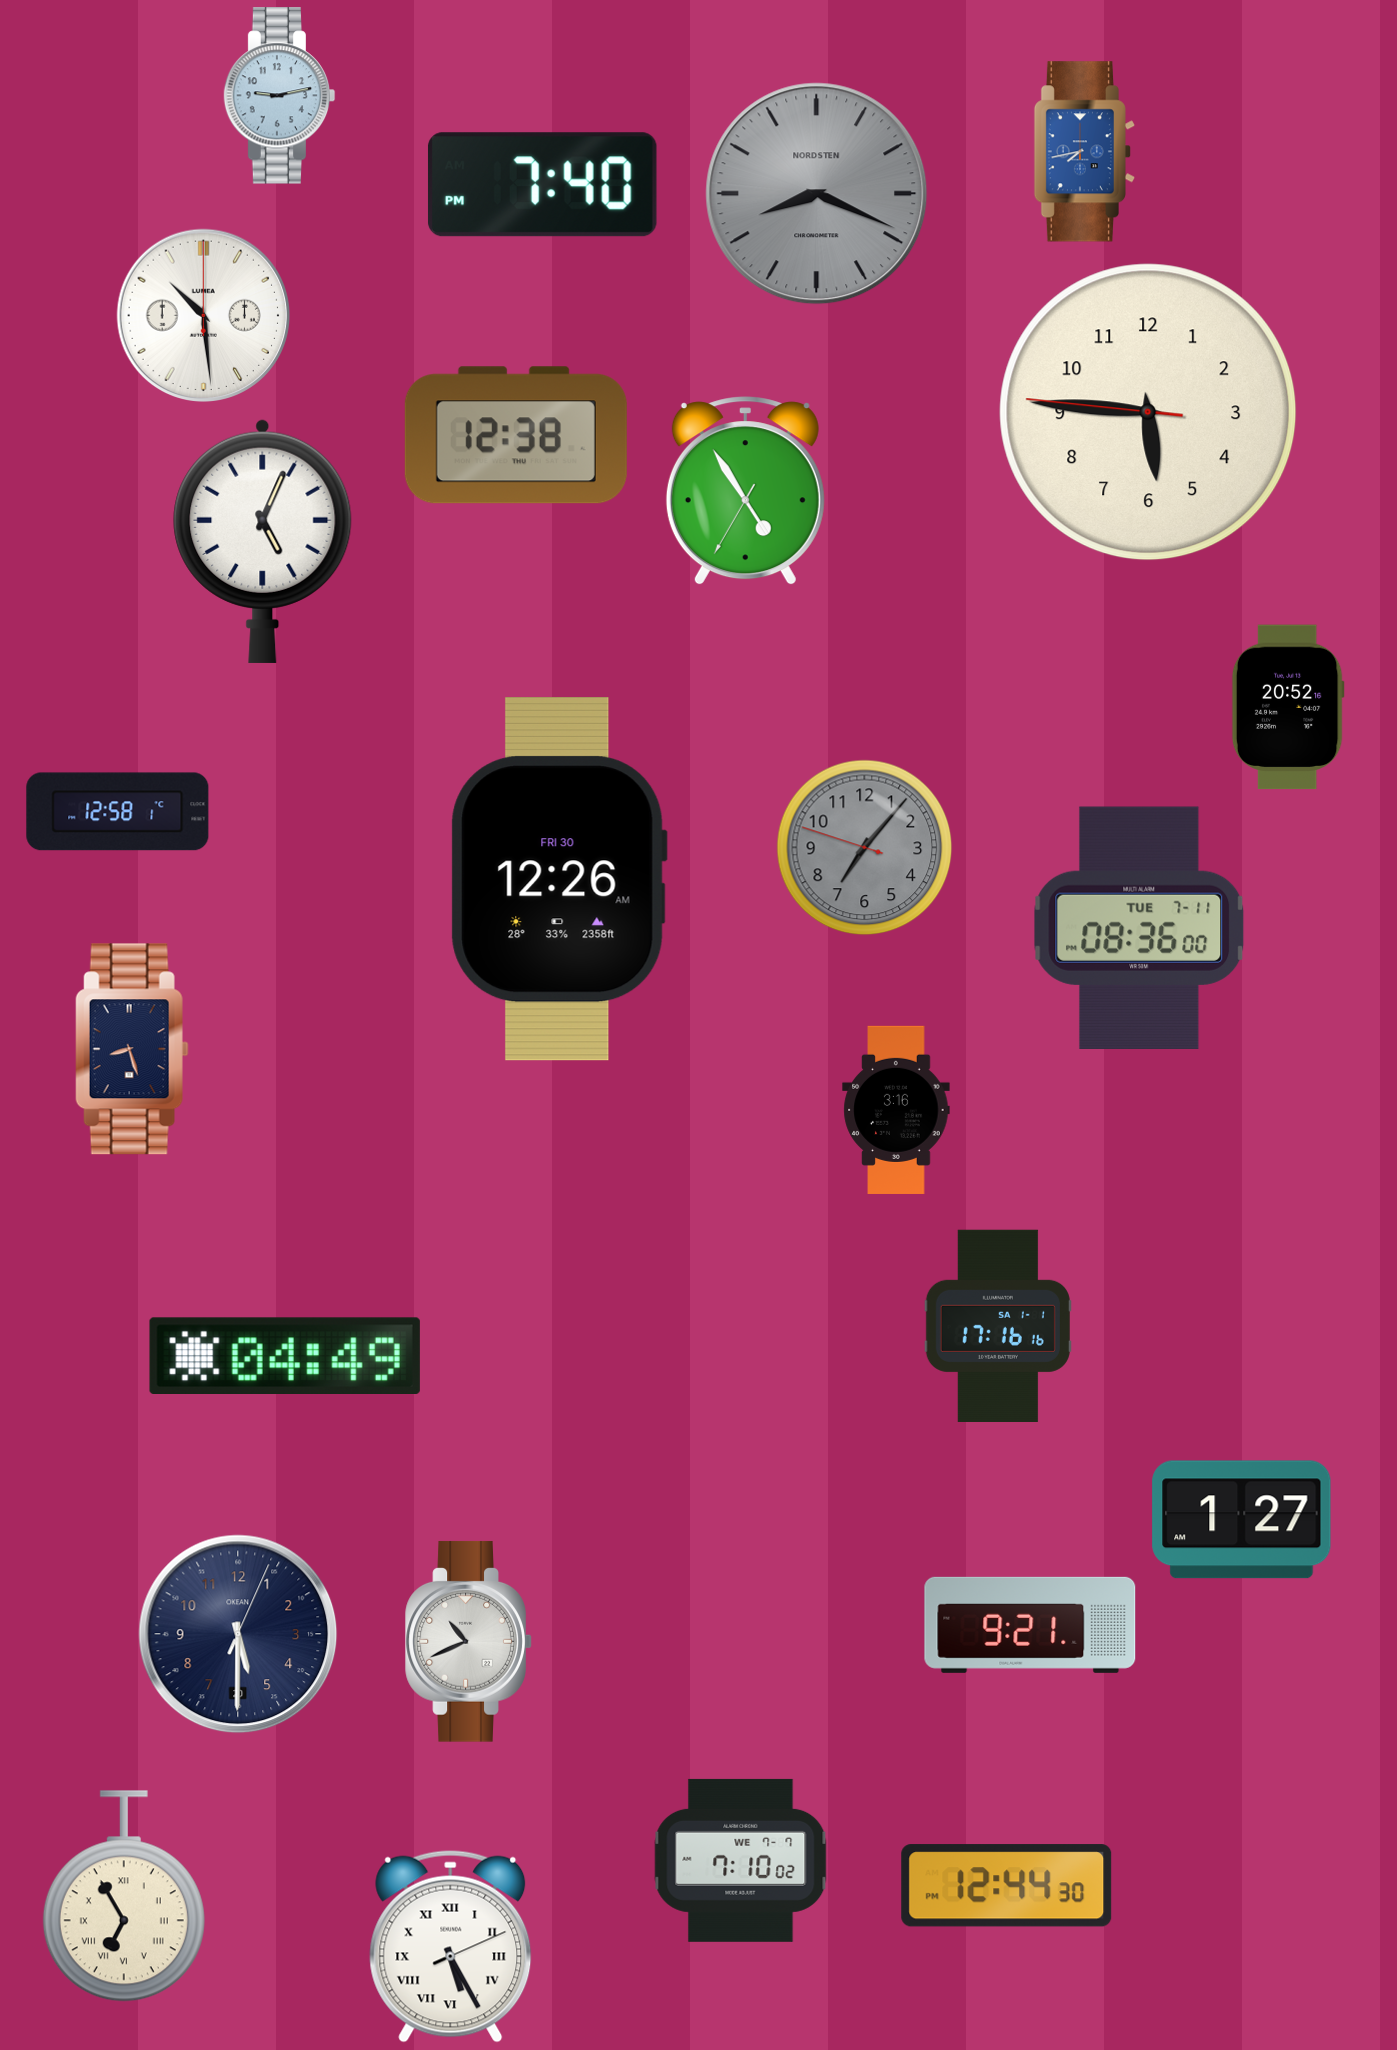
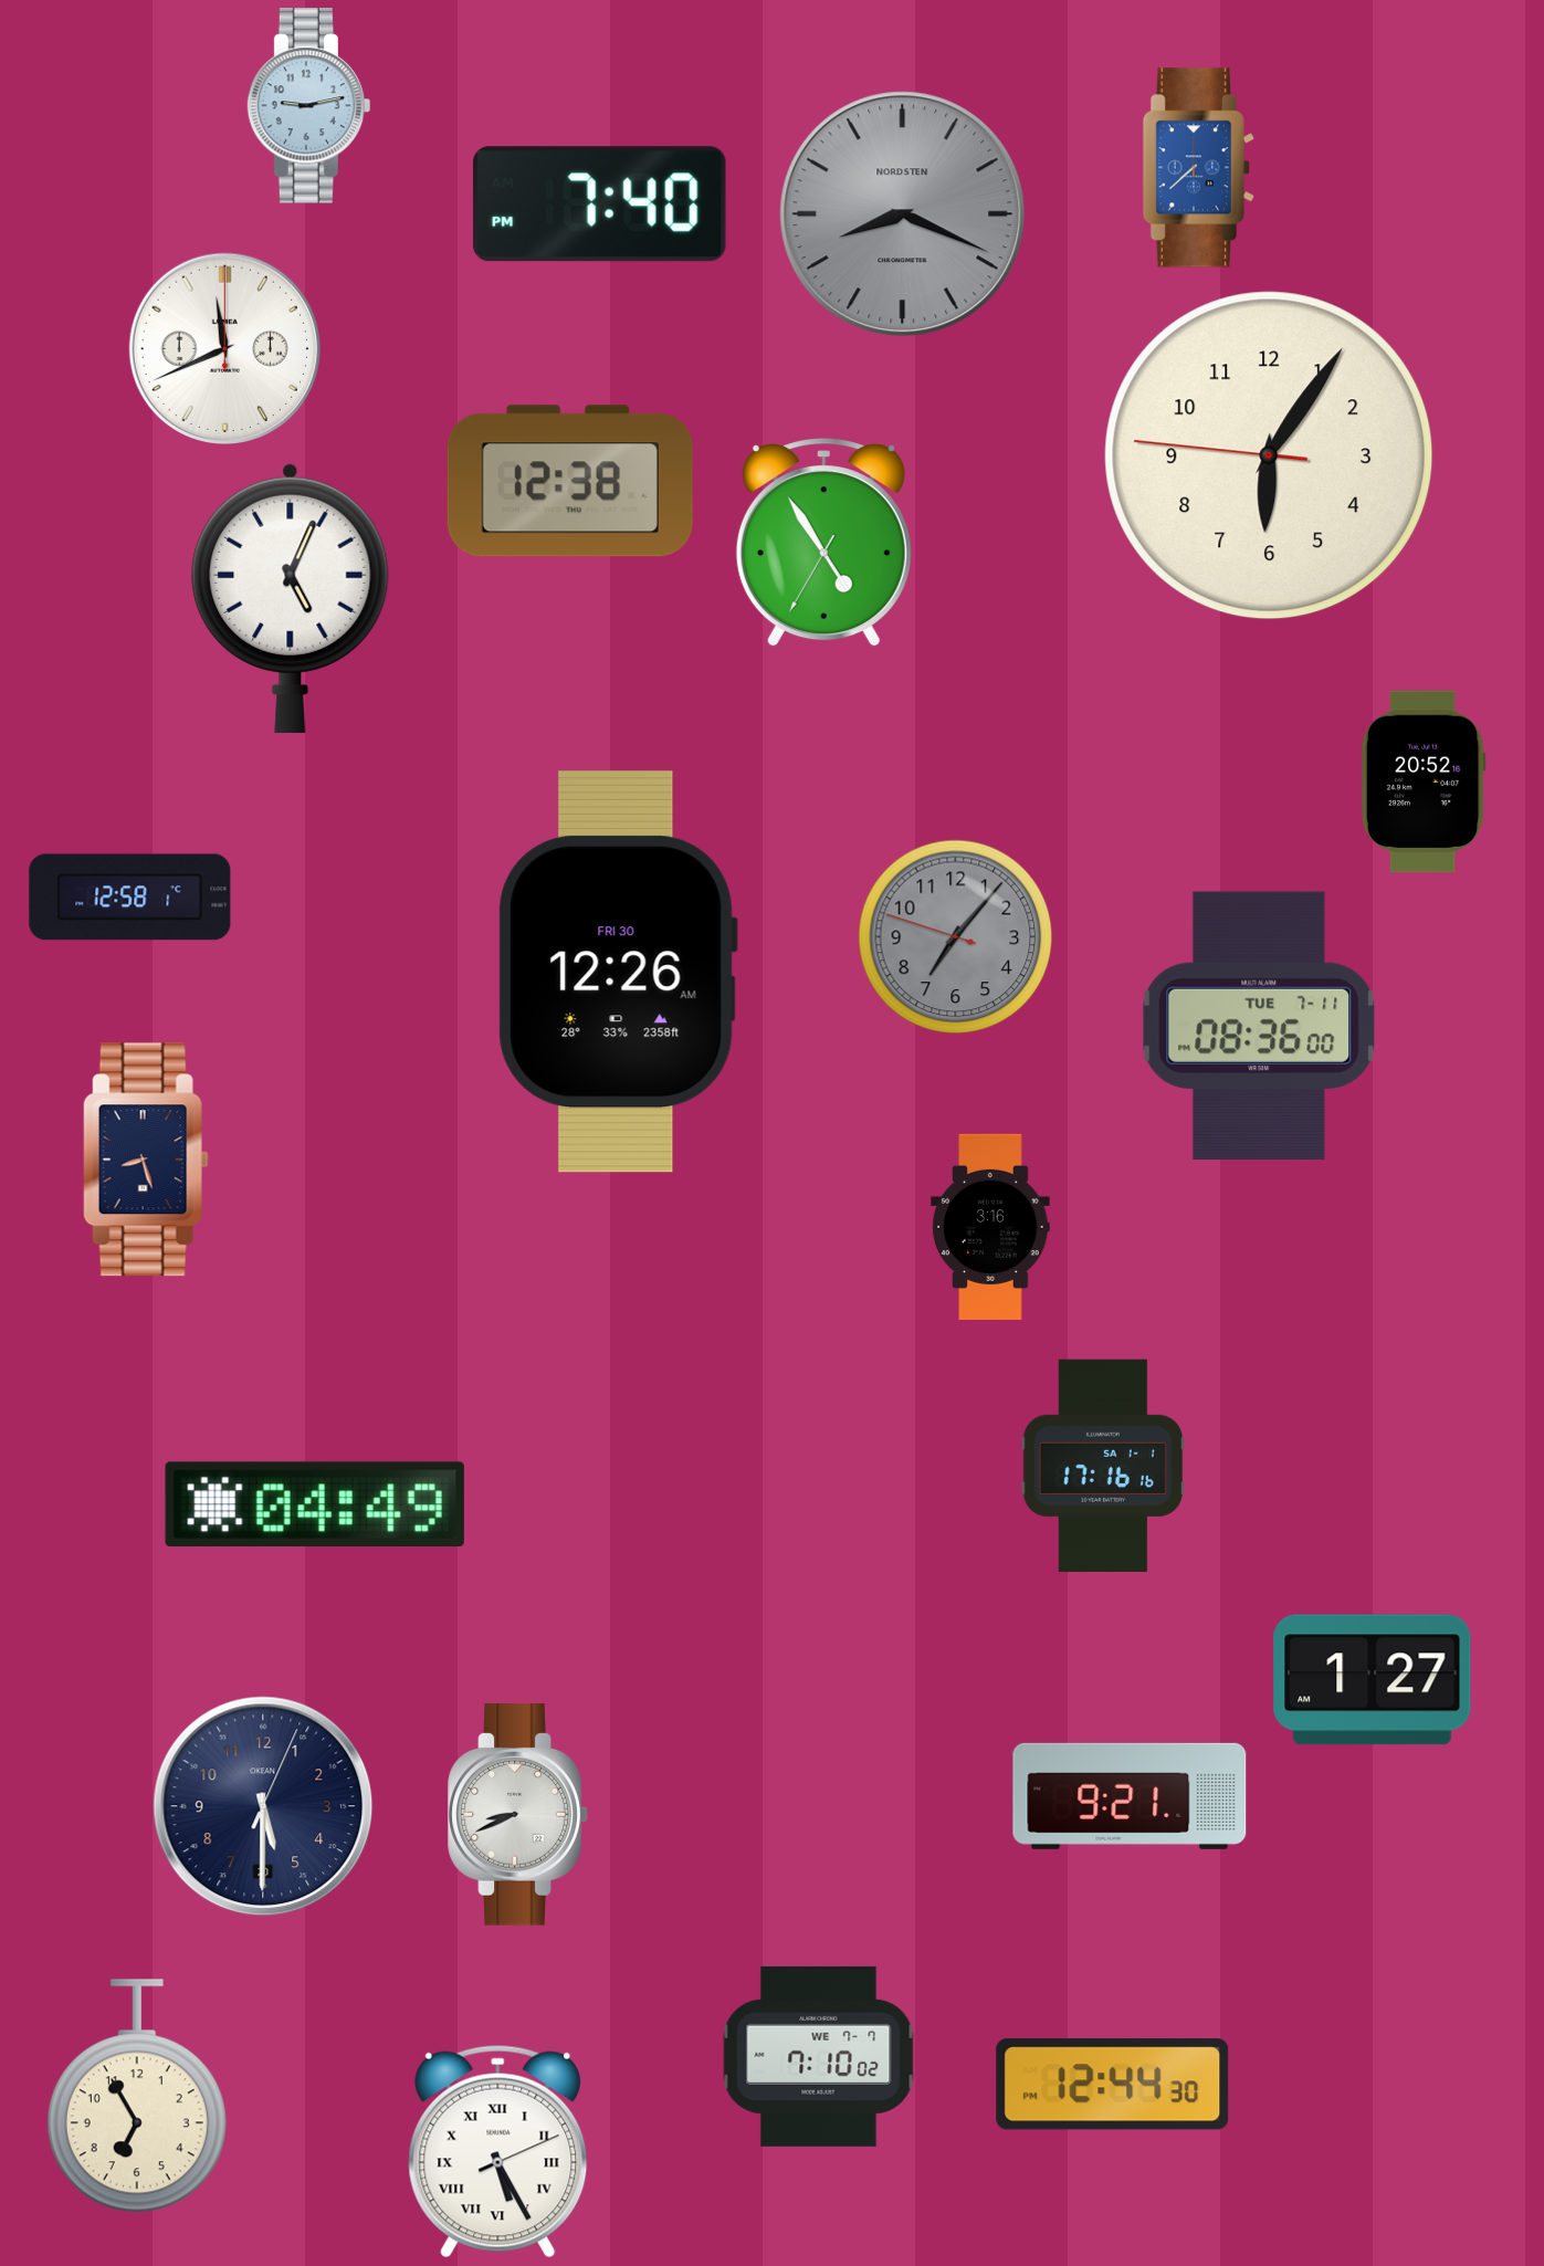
clock at (1084, 152): 7:43 -> 7:38
clock at (204, 316): 10:29 -> 11:41
clock at (1148, 412): 5:45 -> 6:05
clock at (285, 1355) position: (285, 1355) -> (315, 1503)
clock at (1030, 1625) position: (1030, 1625) -> (1130, 1796)
clock at (469, 1641): 10:41 -> 8:41
clock at (124, 1896) numerals: Roman -> Arabic
